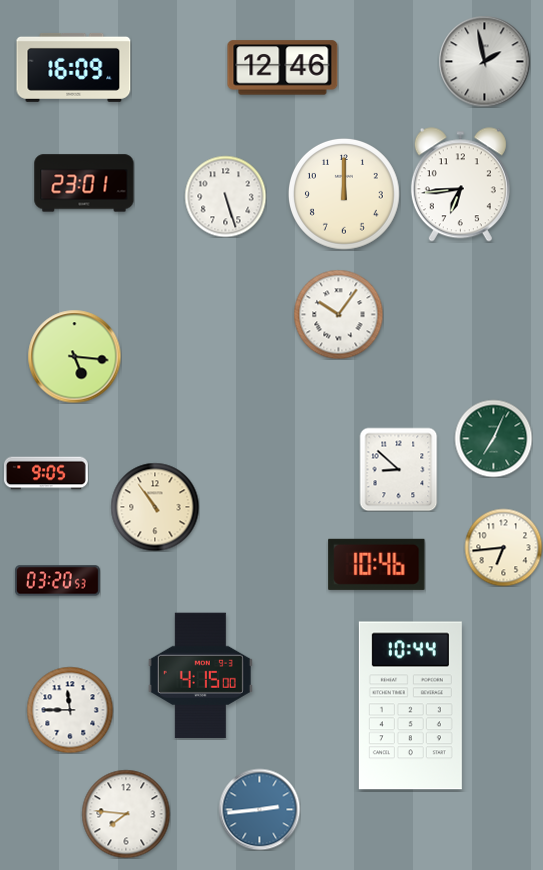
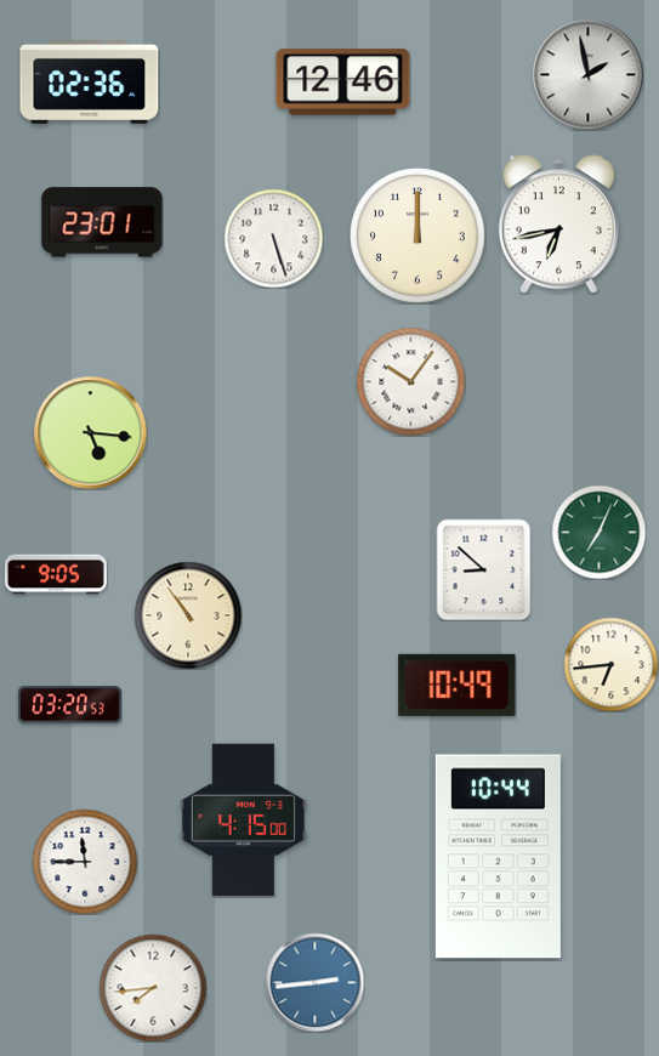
clock at (74, 67): 16:09 -> 02:36
clock at (460, 185): 6:44 -> 6:43
clock at (377, 564): 10:46 -> 10:49
clock at (126, 814): 7:46 -> 7:44
